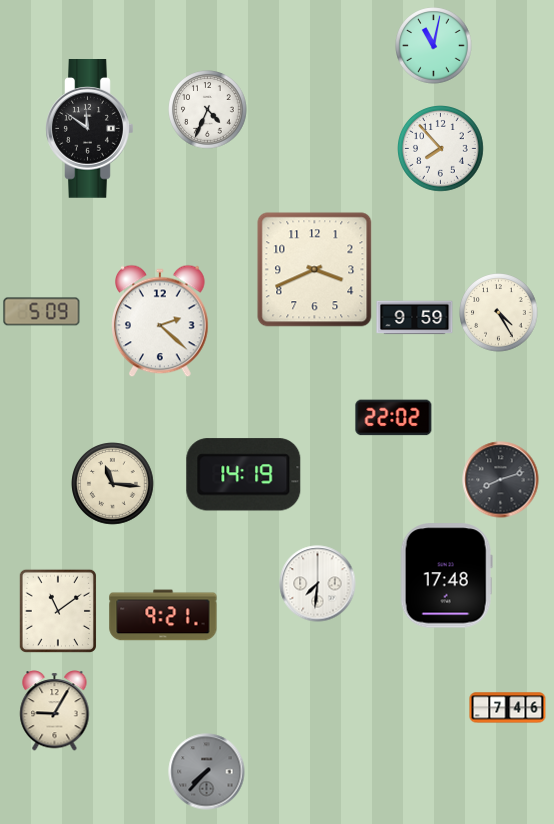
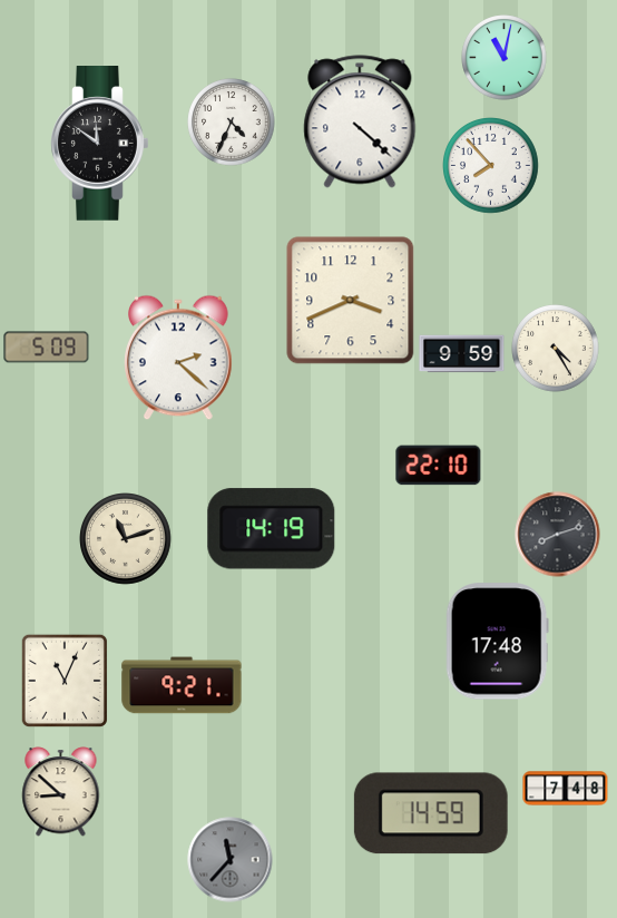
clock at (434, 46) position: (434, 46) -> (505, 58)
clock at (360, 121): none -> 4:22
clock at (394, 418): 22:02 -> 22:10
clock at (113, 484): 11:16 -> 11:12
clock at (318, 584): 7:31 -> none
clock at (58, 610): 11:09 -> 11:04
clock at (508, 708): 7:46 -> 7:48
clock at (55, 711): 9:05 -> 8:52
clock at (431, 813): none -> 14:59
clock at (207, 772): 7:37 -> 11:37
